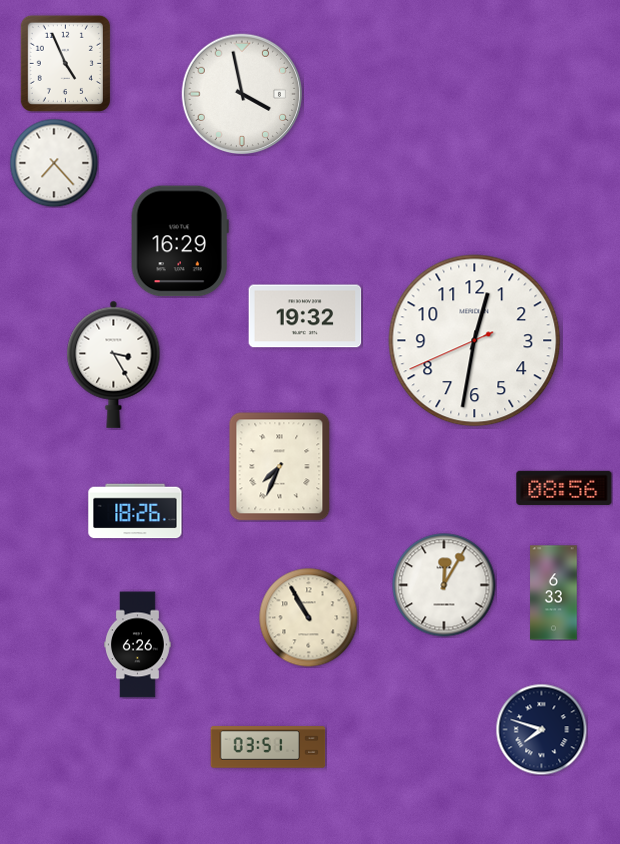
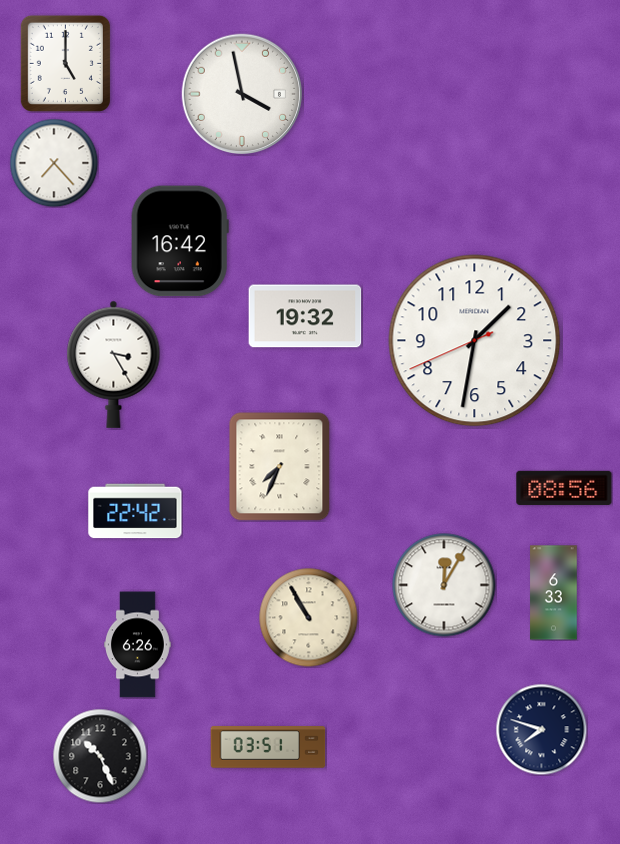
clock at (65, 63): 4:56 -> 5:00
clock at (180, 241): 16:29 -> 16:42
clock at (475, 341): 12:31 -> 1:31
clock at (135, 511): 18:26 -> 22:42
clock at (100, 756): none -> 10:26
